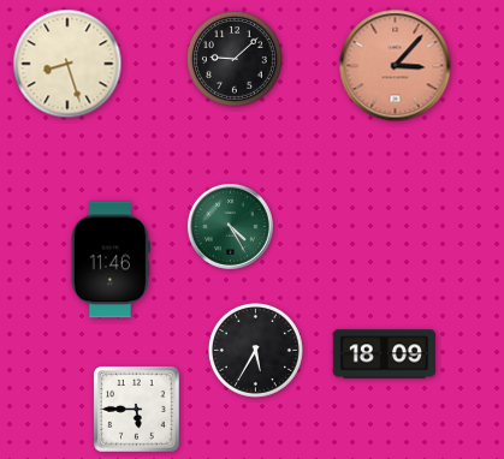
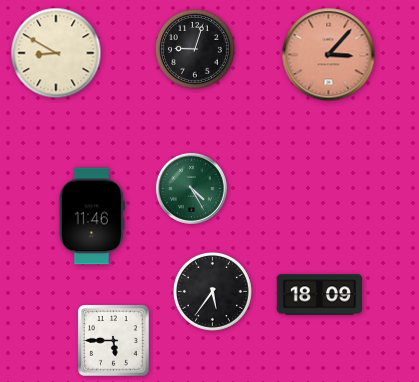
clock at (236, 60): 9:08 -> 9:03
clock at (67, 64): 8:27 -> 8:50
clock at (255, 350): 5:35 -> 5:36
